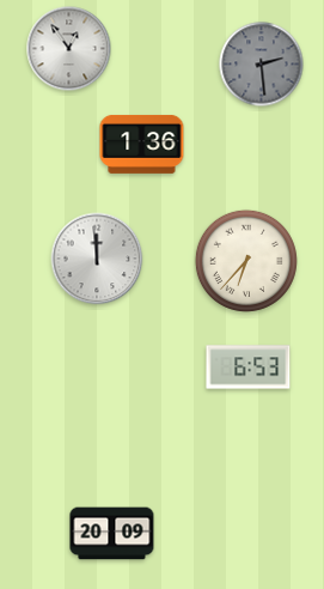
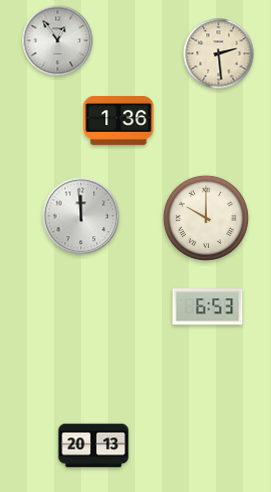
clock at (262, 65) dial: grey -> cream
clock at (246, 261): 6:37 -> 10:00
clock at (112, 534): 20:09 -> 20:13
